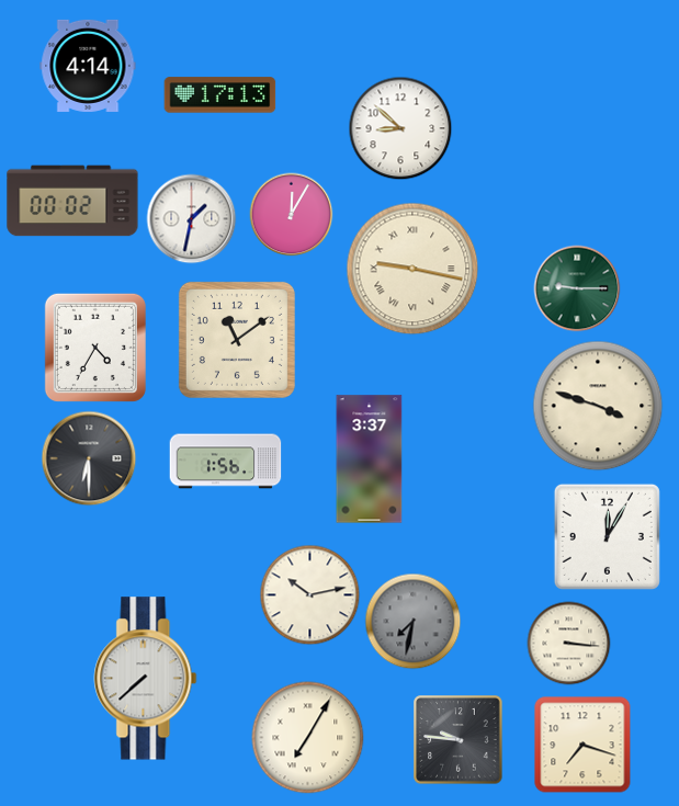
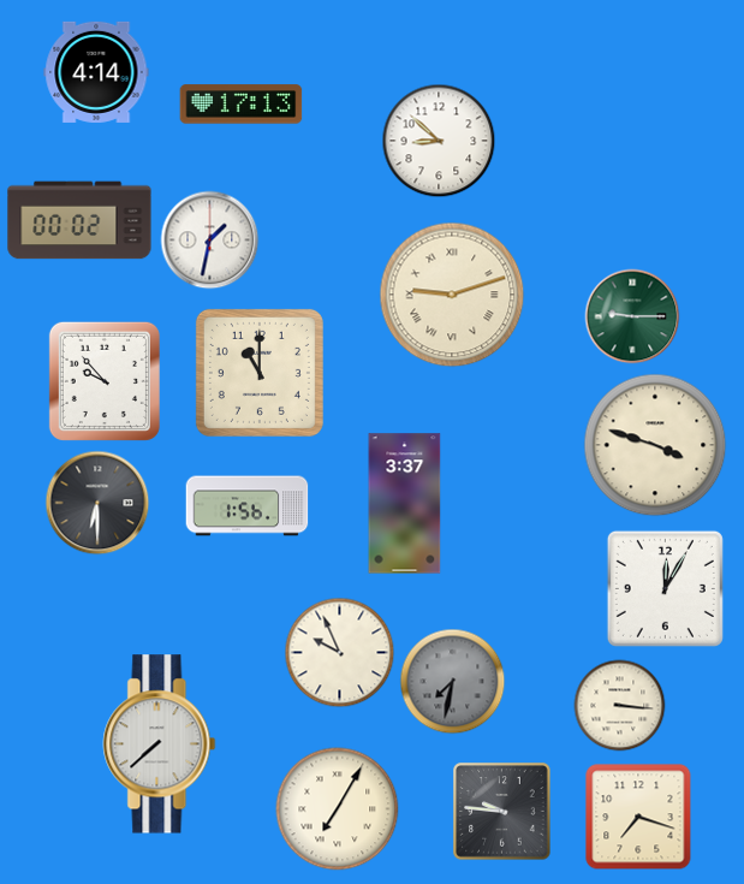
clock at (292, 215): 12:05 -> none
clock at (412, 269): 9:17 -> 9:12
clock at (237, 340): 11:09 -> 11:00
clock at (95, 348): 4:35 -> 9:53
clock at (310, 595): 10:13 -> 9:56
clock at (569, 644) position: (569, 644) -> (620, 706)
